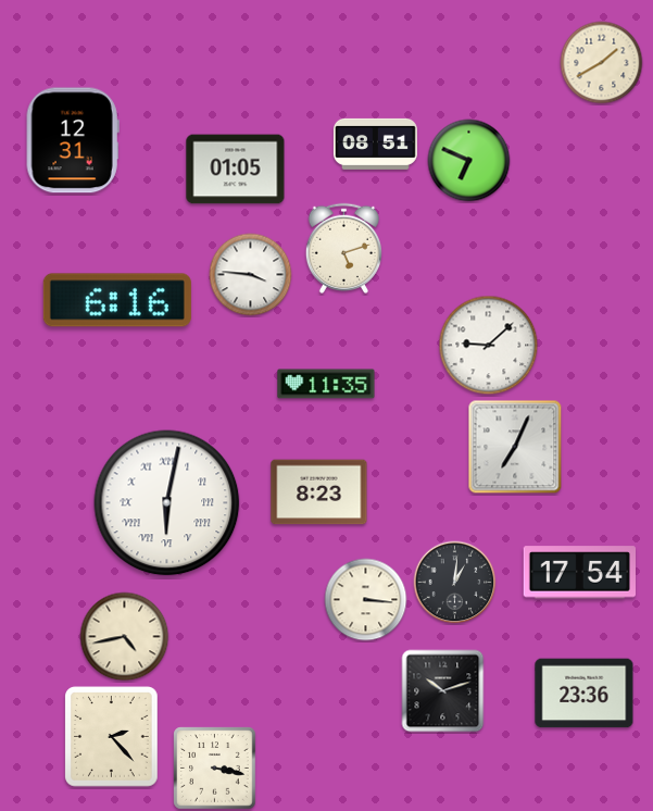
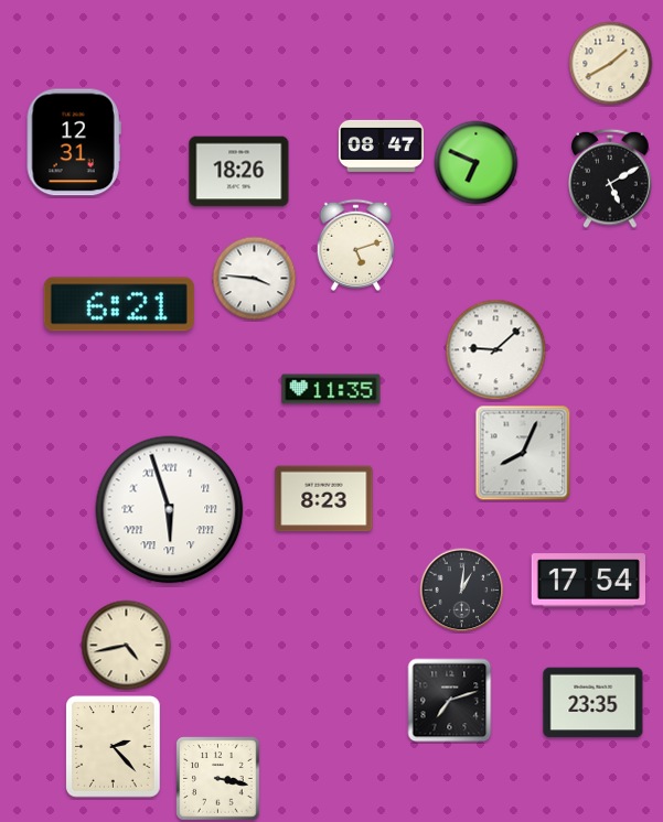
clock at (375, 144): 08:51 -> 08:47
clock at (236, 170): 01:05 -> 18:26
clock at (610, 179): none -> 5:10
clock at (343, 248) position: (343, 248) -> (355, 245)
clock at (117, 300): 6:16 -> 6:21
clock at (515, 447): 7:04 -> 8:04
clock at (167, 503): 6:02 -> 5:57
clock at (366, 600): 3:16 -> none
clock at (443, 691): 10:12 -> 7:12
clock at (585, 694): 23:36 -> 23:35
